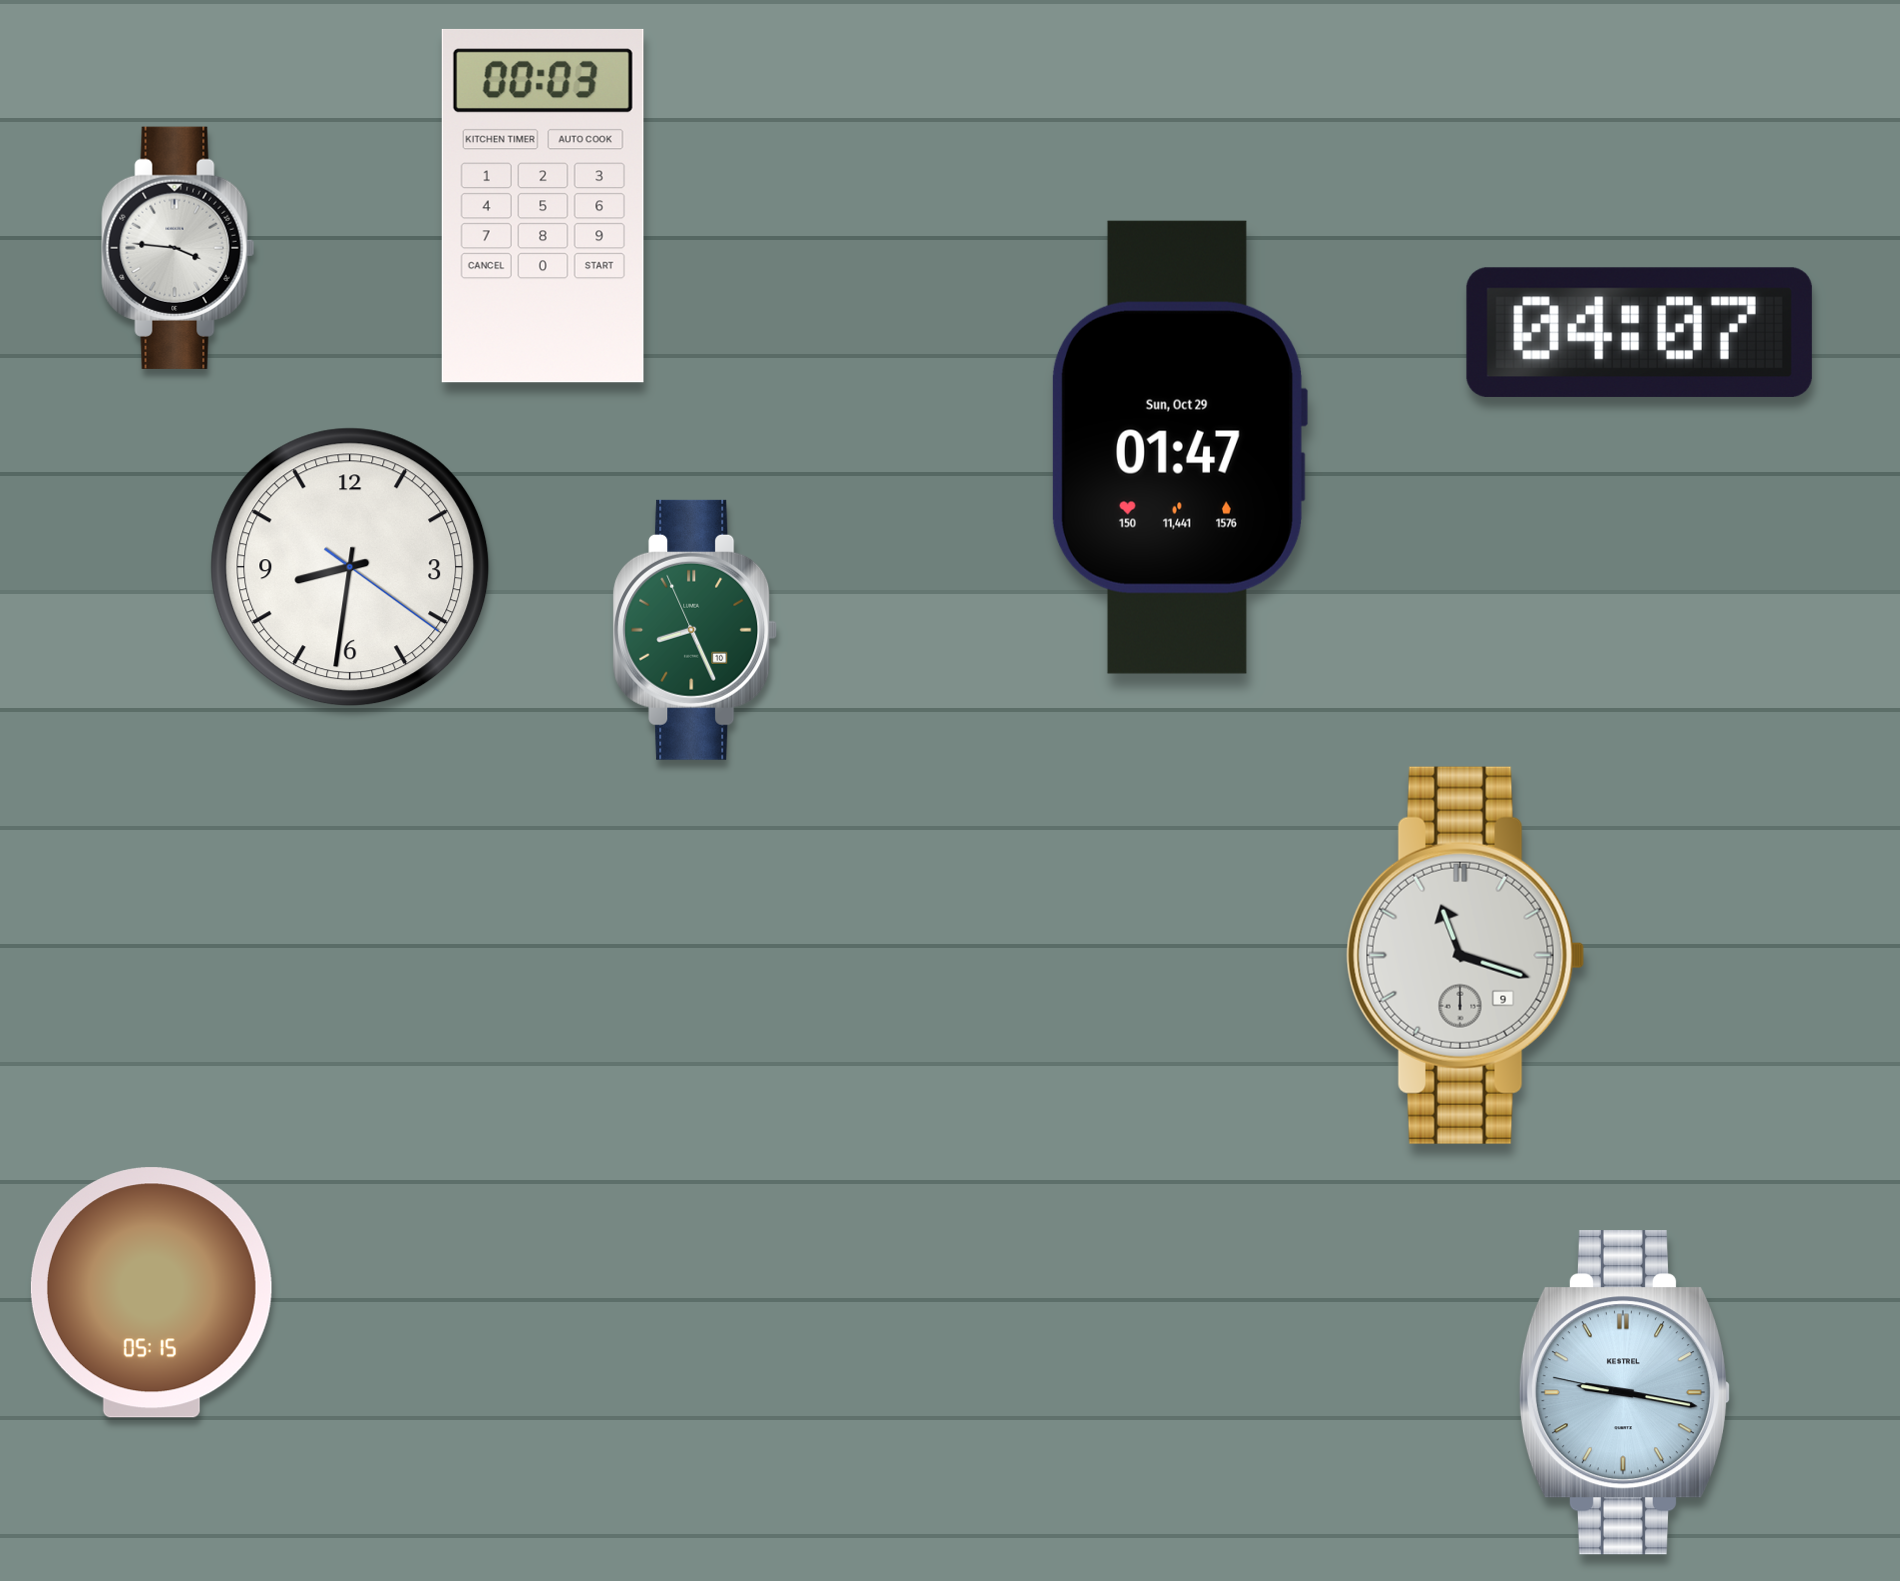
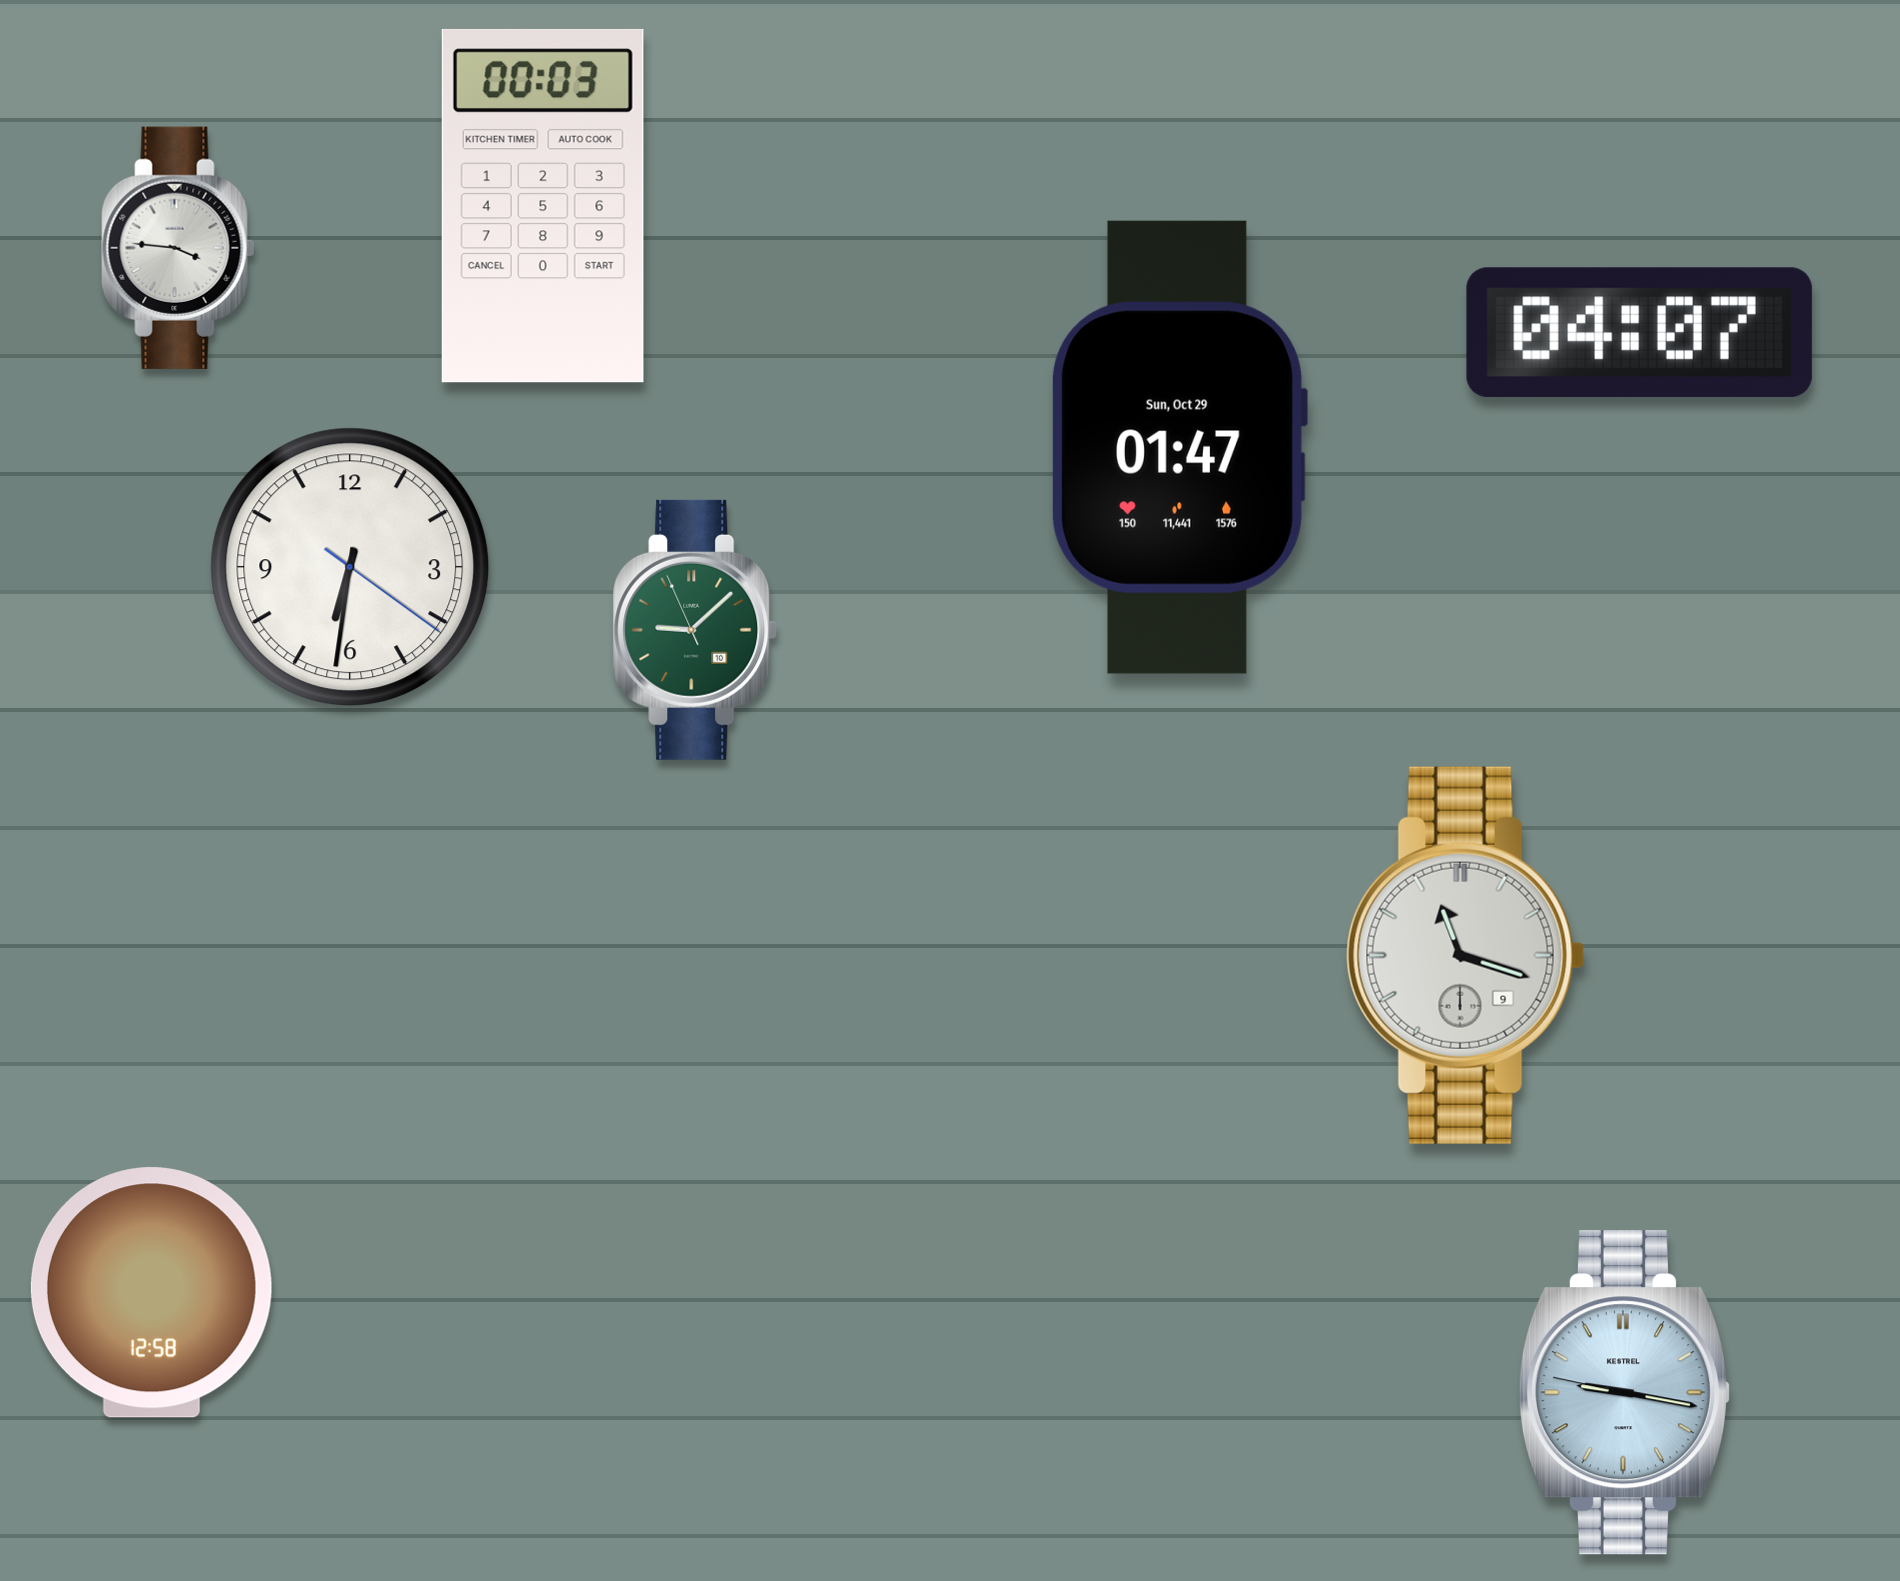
clock at (350, 567): 8:31 -> 6:31
clock at (695, 630): 8:25 -> 9:07
clock at (151, 1293): 05:15 -> 12:58
